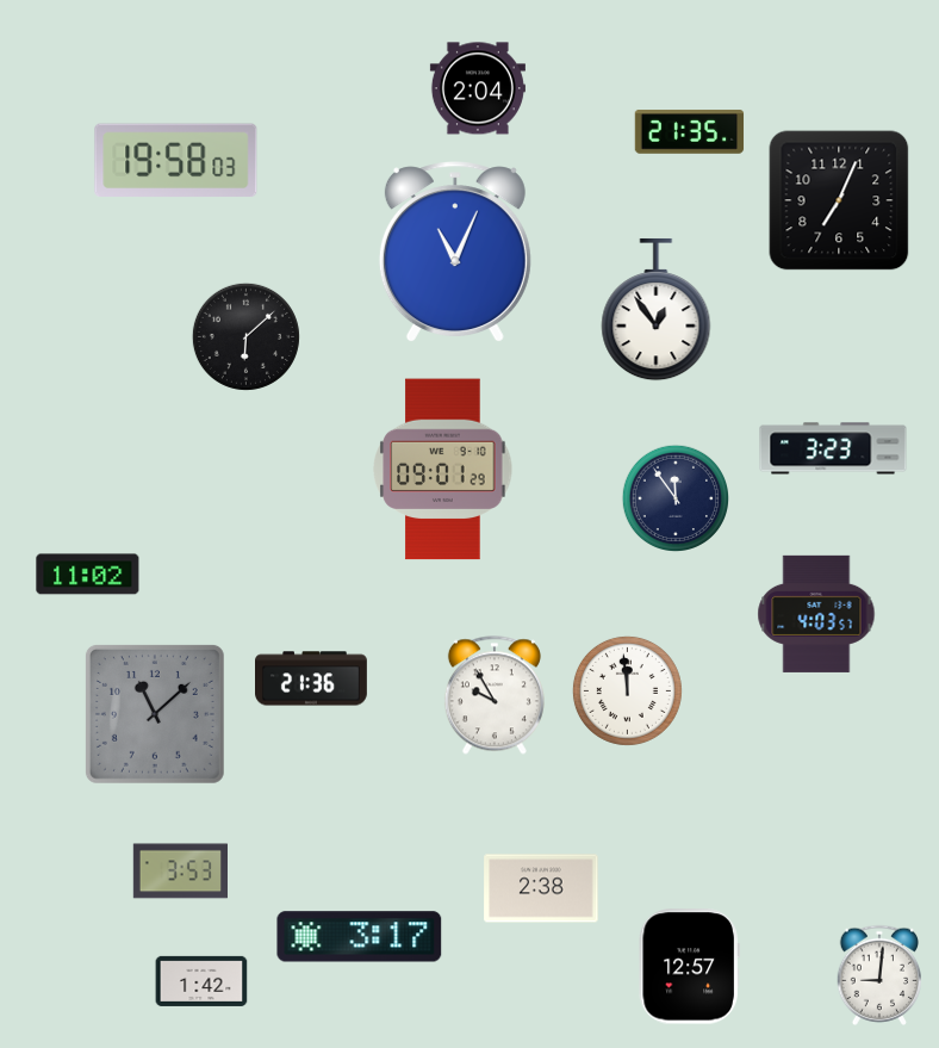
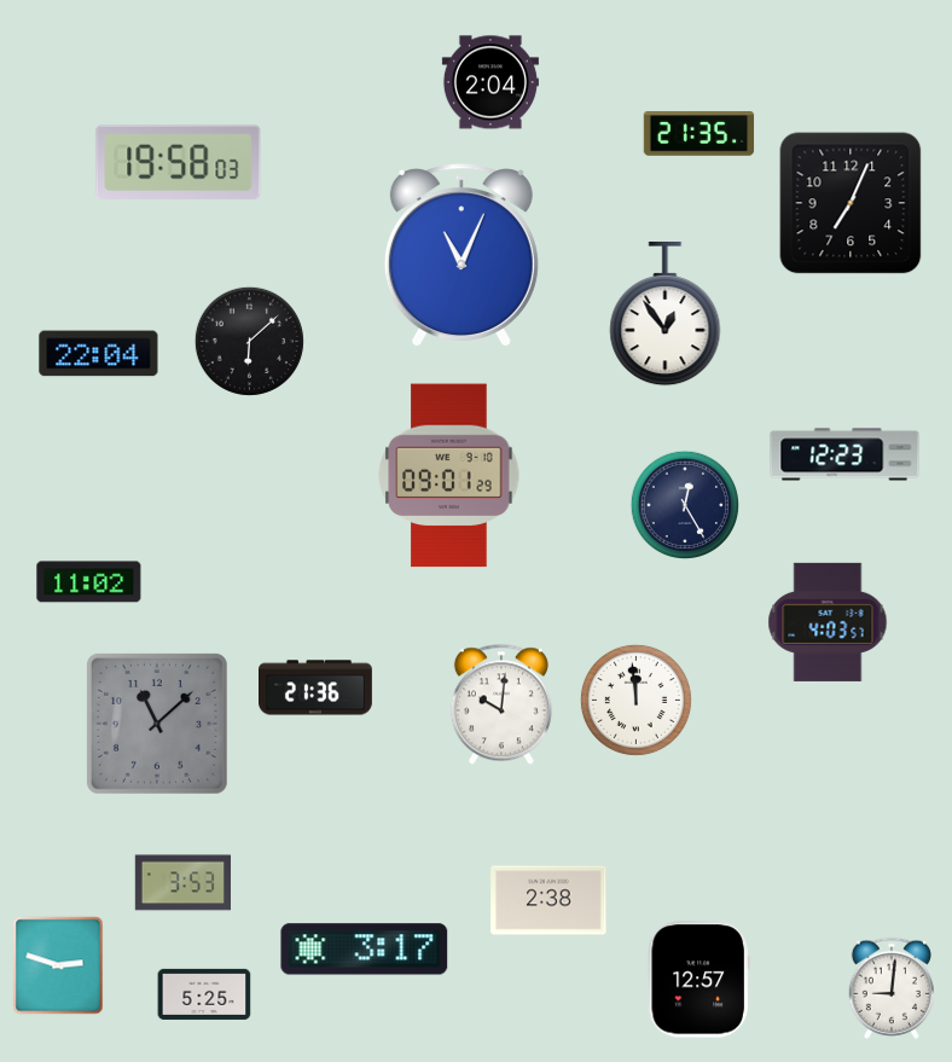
clock at (478, 88) position: (478, 88) -> (490, 82)
clock at (99, 354): none -> 22:04
clock at (833, 448): 3:23 -> 12:23
clock at (674, 497): 11:54 -> 12:25
clock at (495, 695): 9:55 -> 10:01
clock at (58, 965): none -> 2:48
clock at (201, 981): 1:42 -> 5:25
